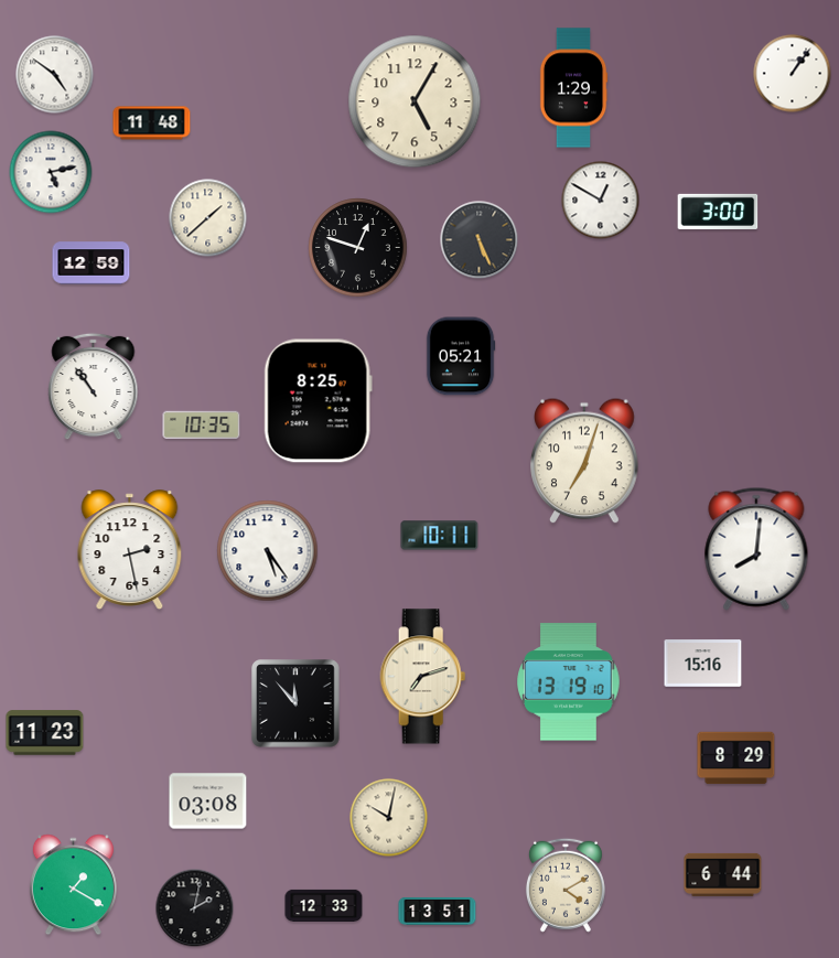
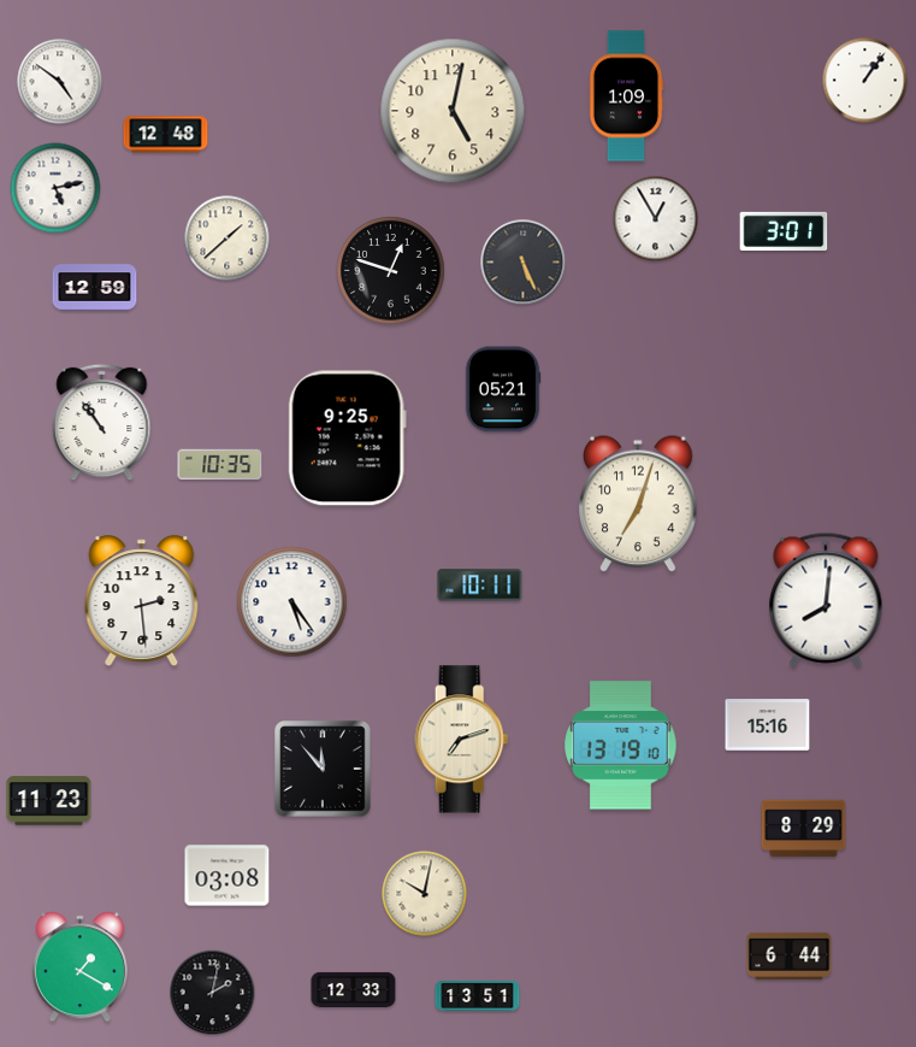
clock at (573, 88): 1:29 -> 1:09
clock at (415, 101): 5:05 -> 5:02
clock at (152, 123): 11:48 -> 12:48
clock at (601, 201): 12:50 -> 12:55
clock at (718, 212): 3:00 -> 3:01
clock at (92, 263) position: (92, 263) -> (95, 288)
clock at (318, 401): 8:25 -> 9:25
clock at (130, 549): 2:28 -> 2:29
clock at (566, 885): 4:10 -> none
